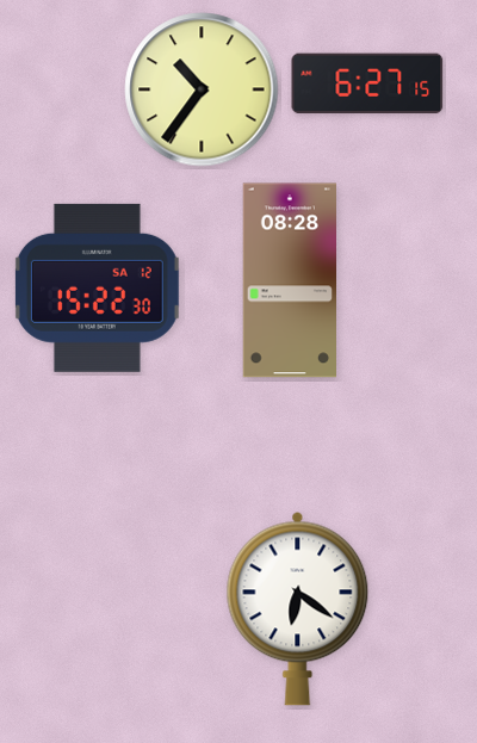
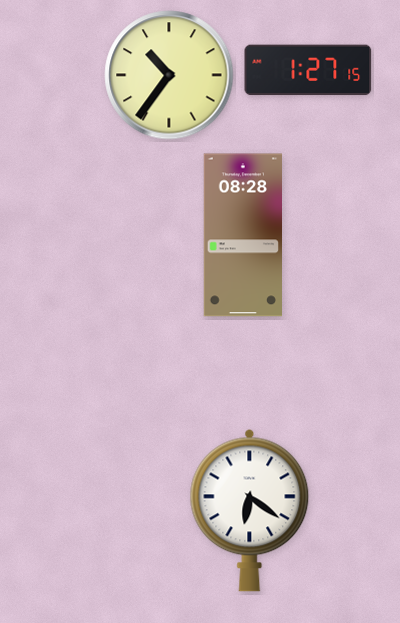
clock at (367, 83): 6:27 -> 1:27
clock at (97, 287): 15:22 -> none
